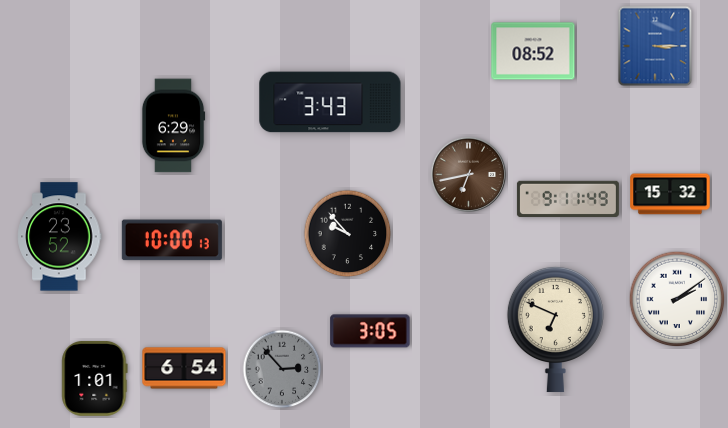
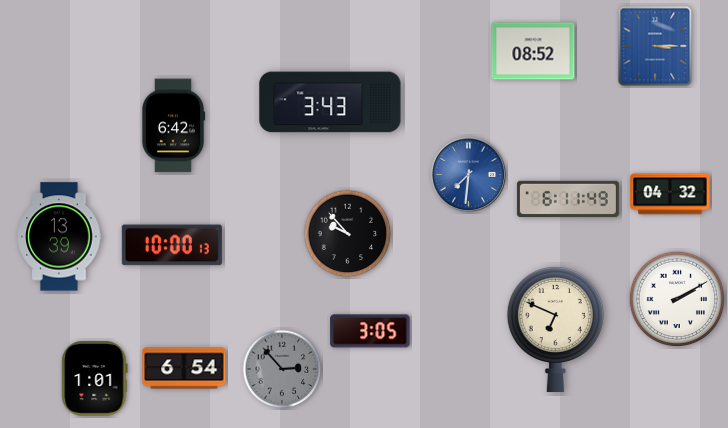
clock at (173, 126): 6:29 -> 6:42
clock at (468, 174): 6:43 -> 7:31
clock at (468, 174) dial: brown -> blue
clock at (670, 194): 15:32 -> 04:32
clock at (568, 199): 9:11 -> 6:11
clock at (60, 237): 23:52 -> 13:39
clock at (172, 240) position: (172, 240) -> (172, 245)
clock at (677, 299): 2:09 -> 2:10
